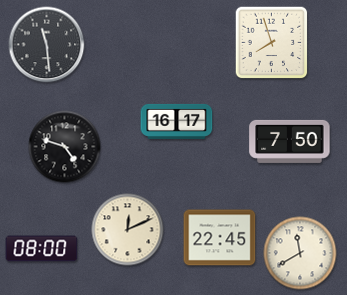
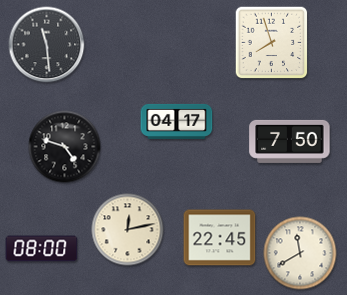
clock at (177, 121): 16:17 -> 04:17
clock at (128, 230): 12:11 -> 12:13
